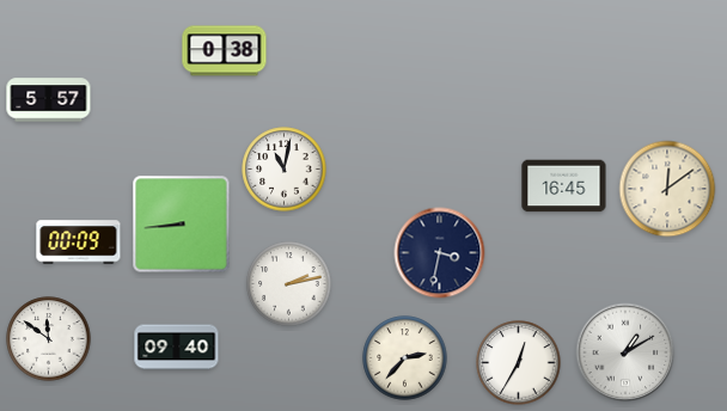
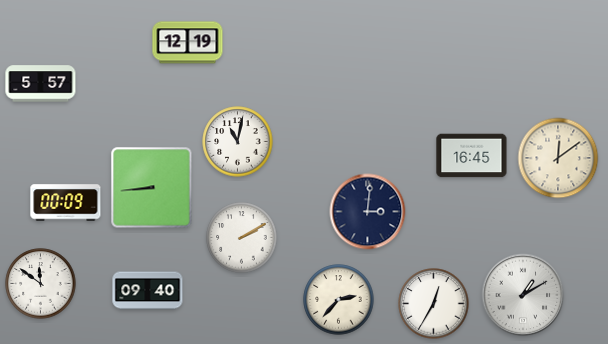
clock at (225, 51): 0:38 -> 12:19
clock at (440, 253): 3:32 -> 3:01
clock at (289, 284): 2:13 -> 2:10
